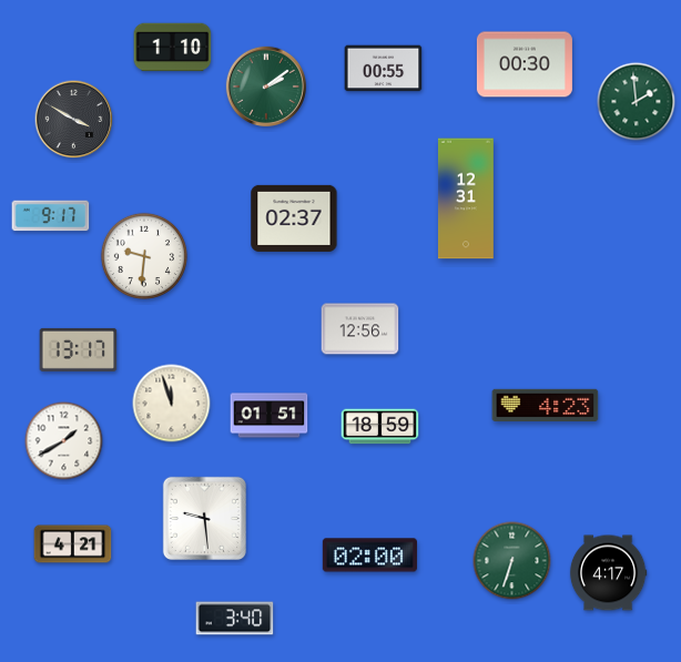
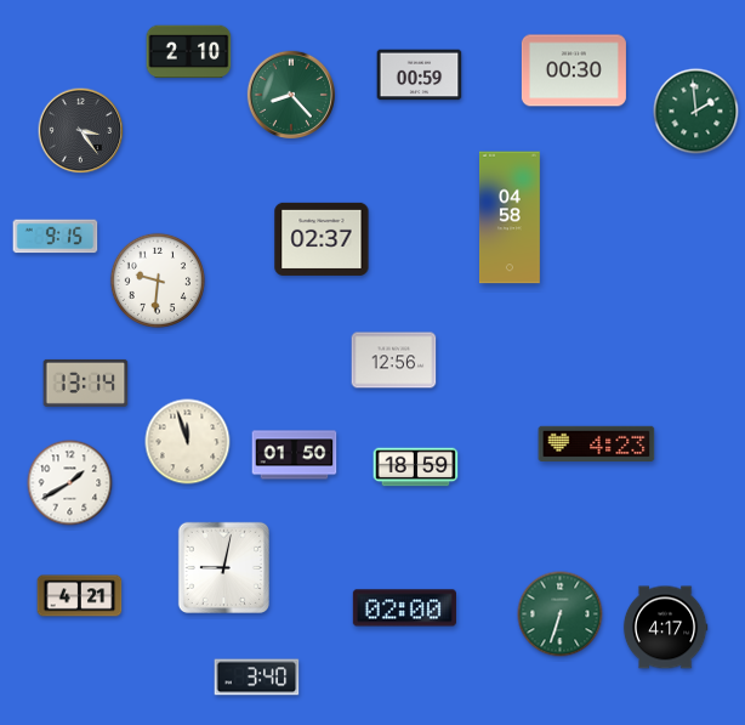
clock at (173, 48): 1:10 -> 2:10
clock at (384, 69): 00:55 -> 00:59
clock at (266, 86): 2:09 -> 8:23
clock at (74, 120): 3:50 -> 3:24
clock at (466, 198): 12:31 -> 04:58
clock at (51, 216): 9:17 -> 9:15
clock at (79, 349): 13:17 -> 13:14
clock at (270, 416): 01:51 -> 01:50
clock at (204, 518): 9:29 -> 9:02
